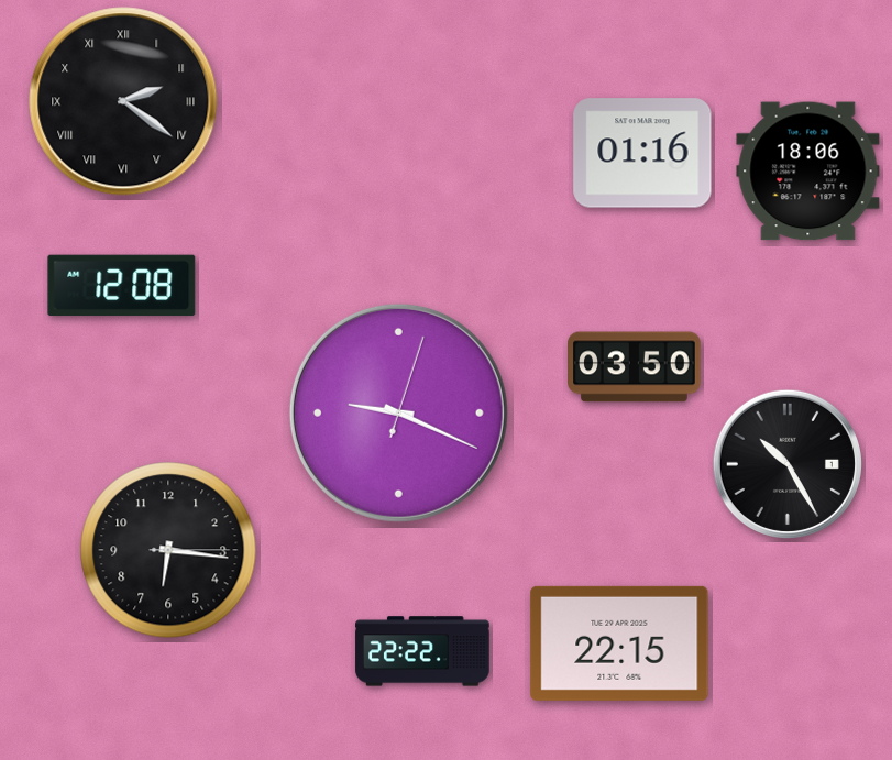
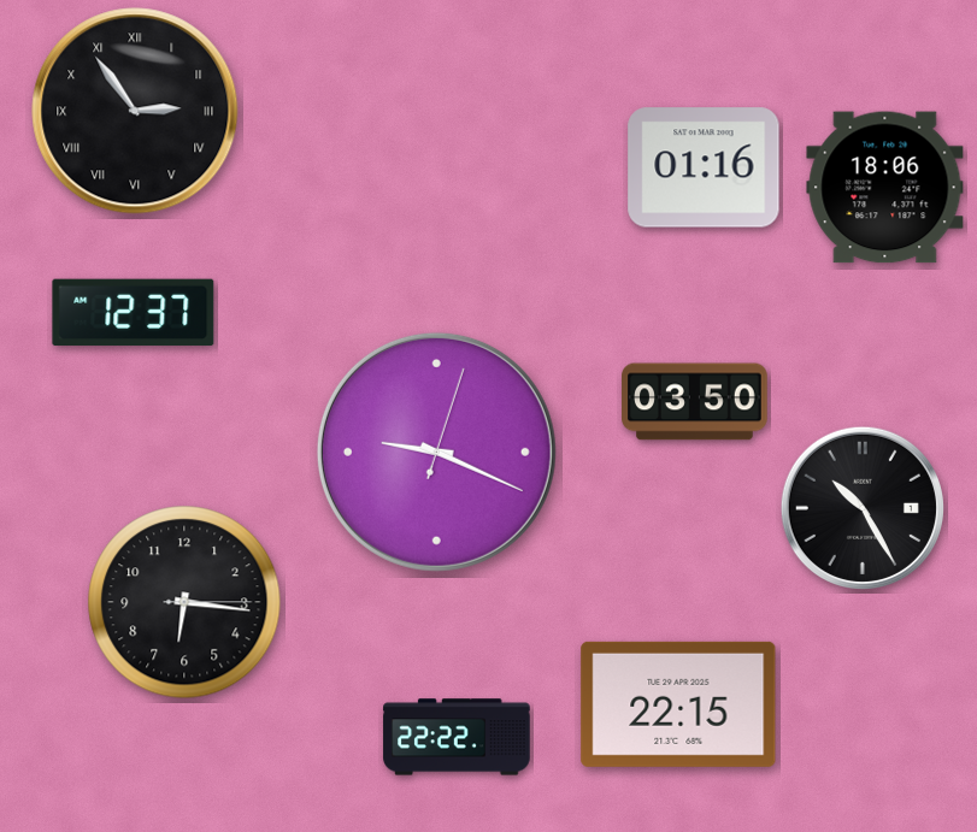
clock at (123, 101): 2:21 -> 2:54
clock at (122, 286): 12:08 -> 12:37
clock at (422, 651) position: (422, 651) -> (457, 737)
